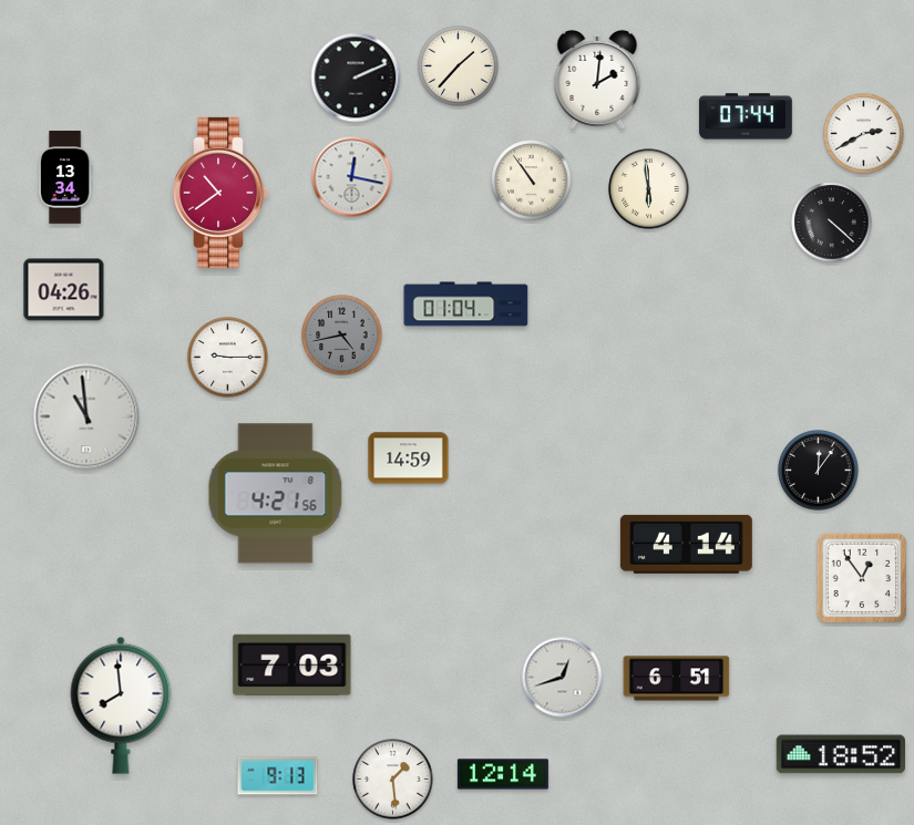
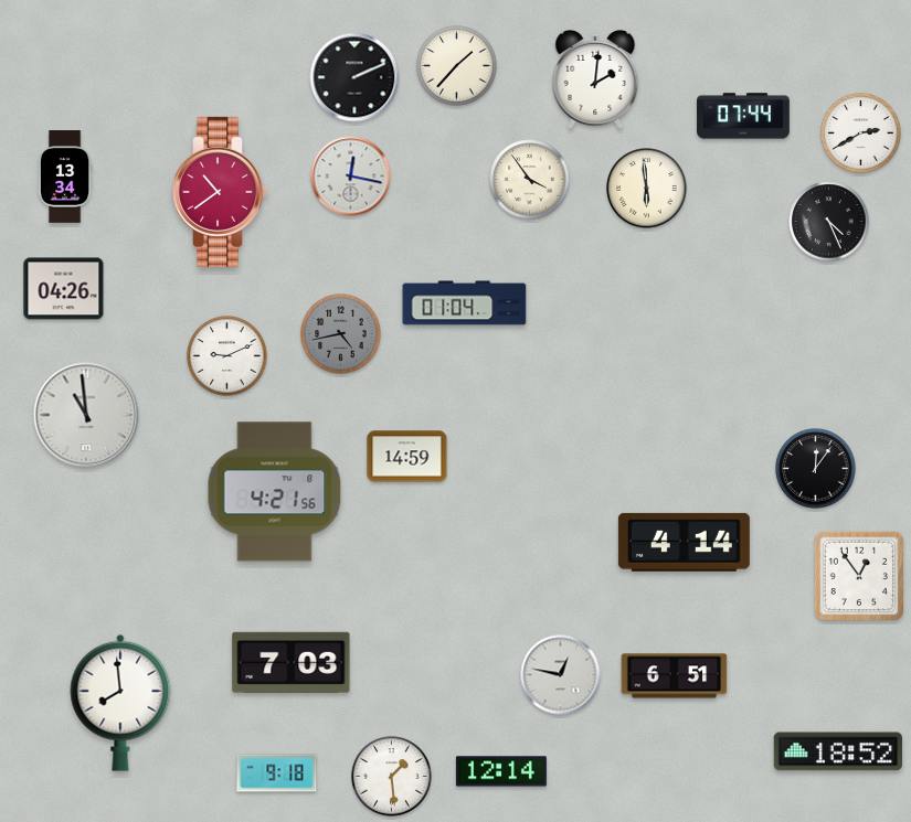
clock at (532, 181): 10:54 -> 3:54
clock at (832, 223): 4:22 -> 4:26
clock at (228, 358): 9:15 -> 9:11
clock at (563, 678): 12:42 -> 12:47
clock at (278, 776): 9:13 -> 9:18
